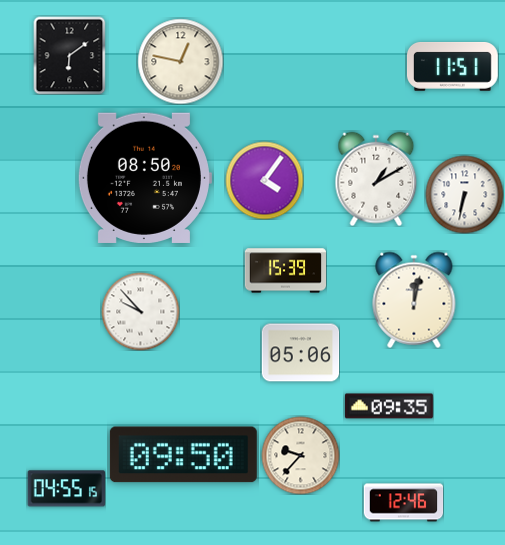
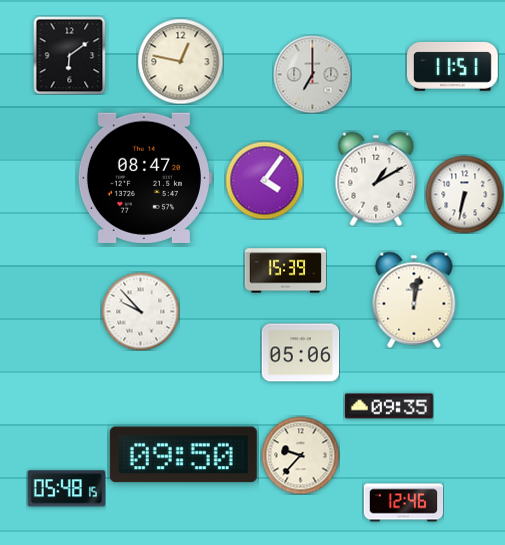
clock at (312, 74): none -> 7:00
clock at (144, 178): 08:50 -> 08:47
clock at (66, 489): 04:55 -> 05:48
